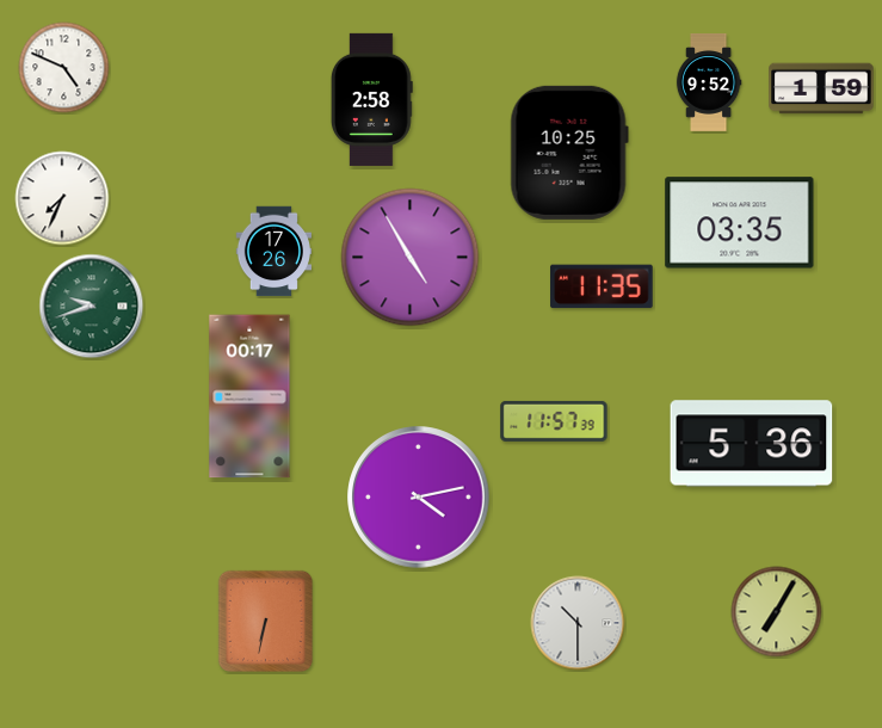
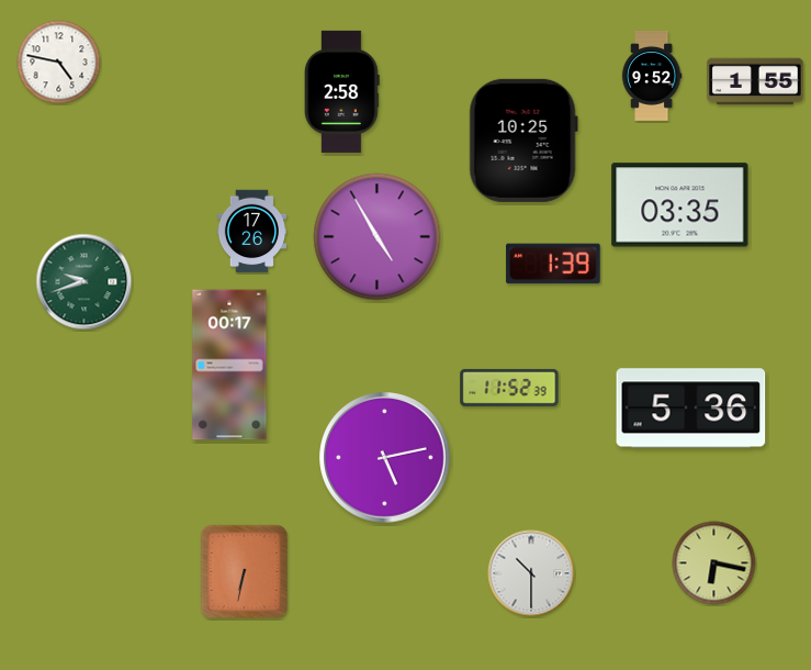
clock at (64, 68): 4:49 -> 4:47
clock at (821, 88): 1:59 -> 1:55
clock at (62, 198): 7:34 -> none
clock at (602, 286): 11:35 -> 1:39
clock at (554, 421): 11:57 -> 11:52
clock at (419, 498): 4:13 -> 5:13
clock at (777, 612): 7:05 -> 6:17
